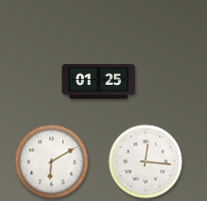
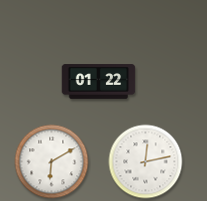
clock at (99, 82): 01:25 -> 01:22
clock at (146, 162): 12:16 -> 12:13
